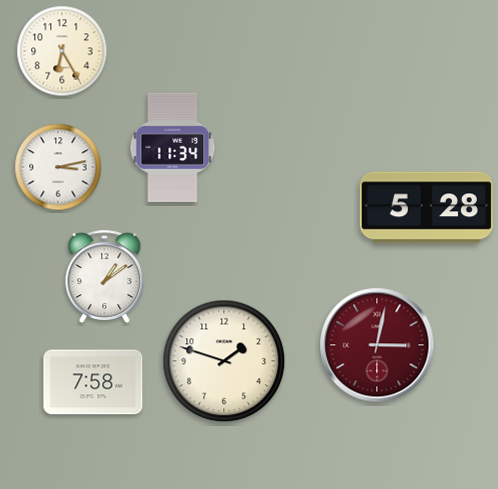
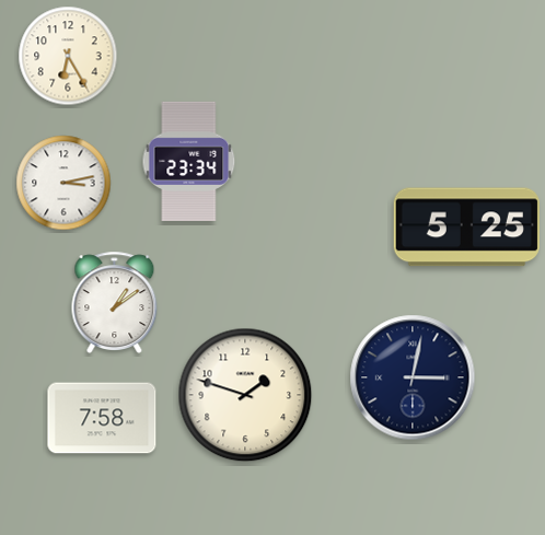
clock at (173, 147): 11:34 -> 23:34
clock at (426, 208): 5:28 -> 5:25
clock at (377, 345) dial: burgundy -> navy
